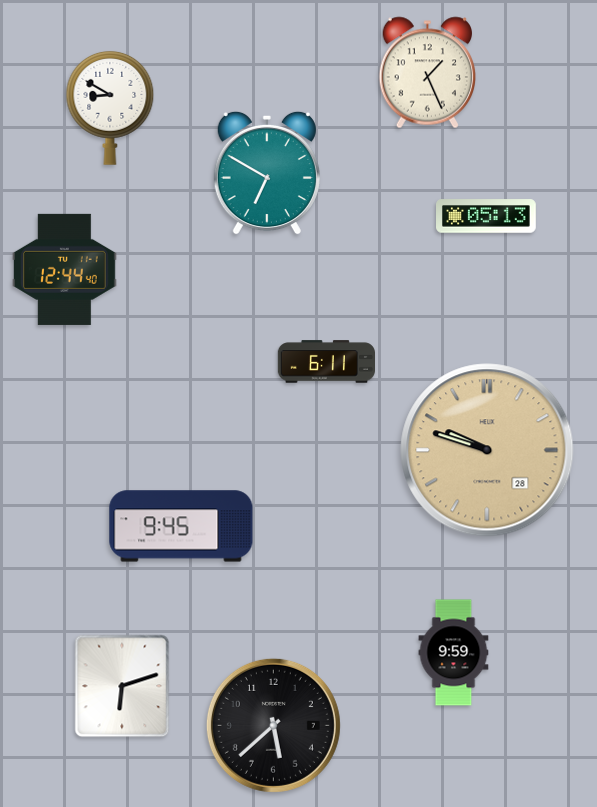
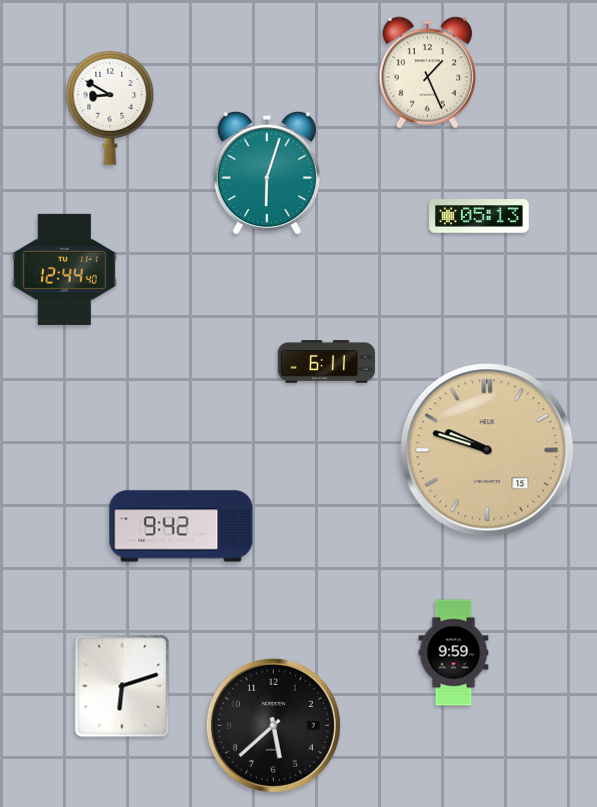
clock at (267, 173): 6:50 -> 6:03
clock at (487, 216) position: (487, 216) -> (480, 216)
clock at (487, 450) date: 28 -> 15
clock at (181, 526): 9:45 -> 9:42
